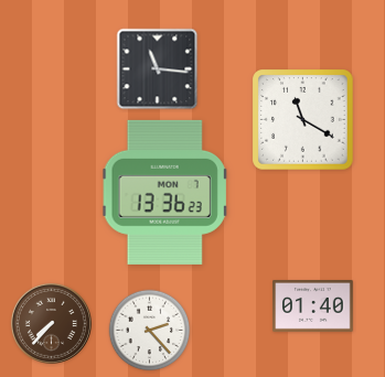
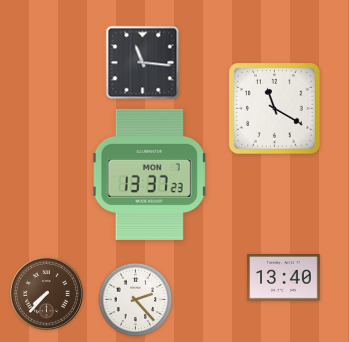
clock at (165, 192): 13:36 -> 13:37
clock at (313, 306): 01:40 -> 13:40
